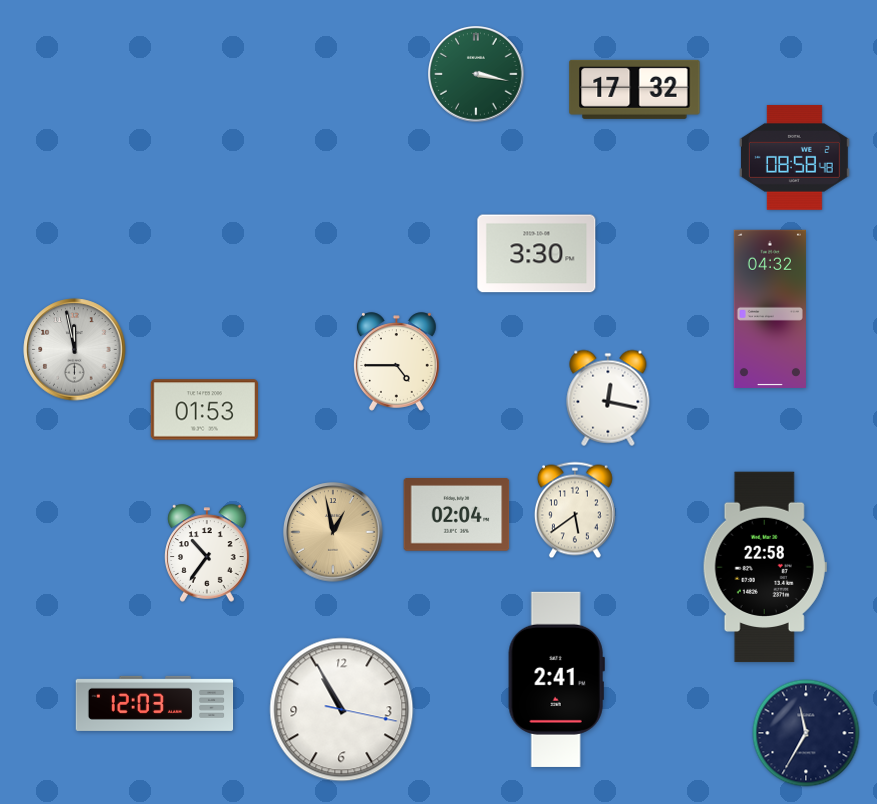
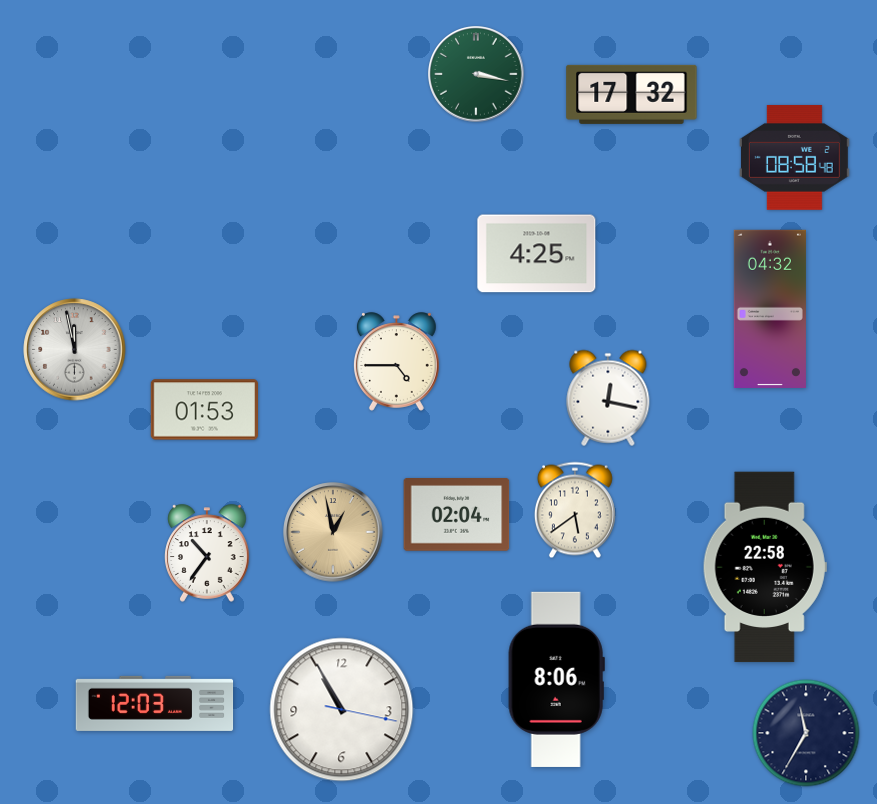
clock at (635, 89) position: (635, 89) -> (632, 94)
clock at (537, 254): 3:30 -> 4:25
clock at (556, 679): 2:41 -> 8:06
